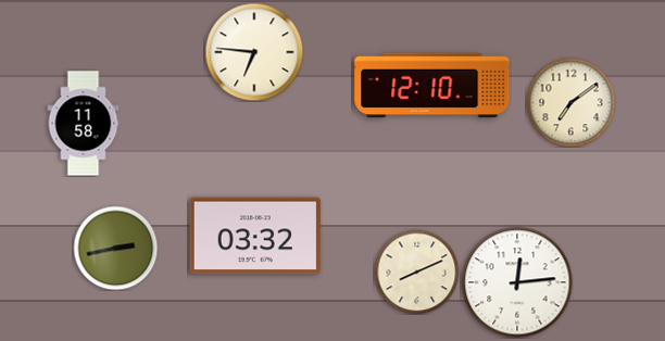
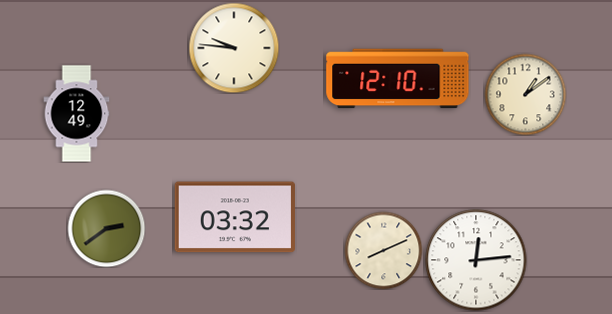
clock at (254, 52): 6:46 -> 9:46
clock at (570, 102): 7:09 -> 1:09
clock at (84, 124): 11:58 -> 12:49
clock at (115, 248): 2:43 -> 2:39
